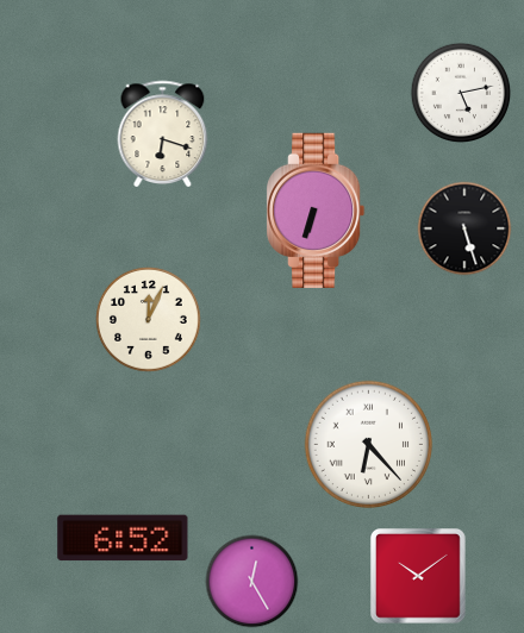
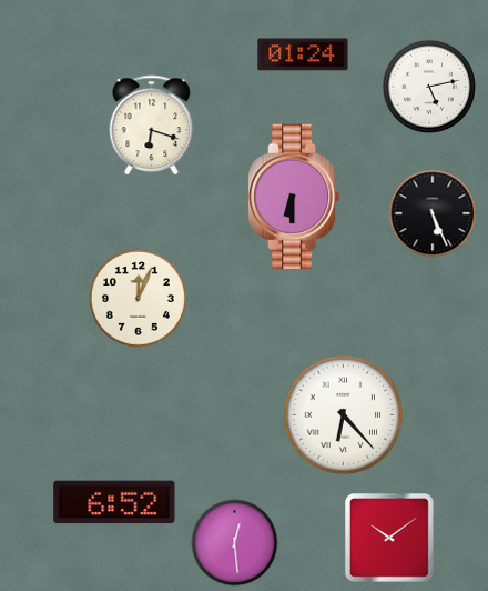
clock at (303, 54): none -> 01:24
clock at (316, 211): 6:33 -> 6:30
clock at (464, 228): 5:27 -> 5:26
clock at (252, 582): 12:25 -> 12:29
